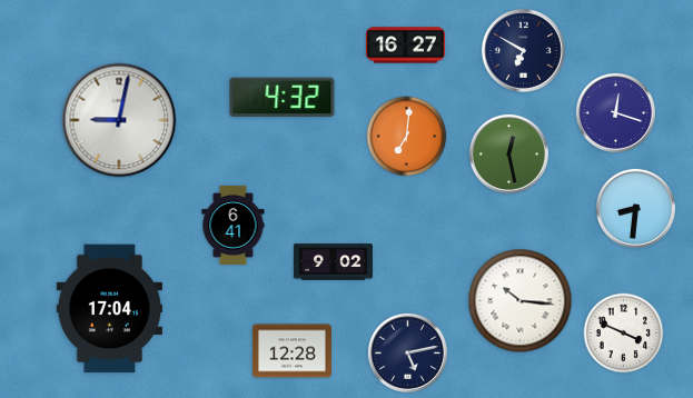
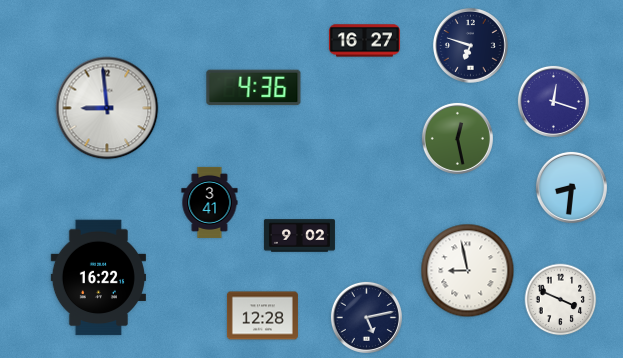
clock at (524, 51): 6:50 -> 6:48
clock at (283, 98): 4:32 -> 4:36
clock at (119, 120): 9:02 -> 8:59
clock at (407, 137): 7:01 -> none
clock at (234, 225): 6:41 -> 3:41
clock at (521, 301): 10:16 -> 8:58
clock at (109, 309): 17:04 -> 16:22
